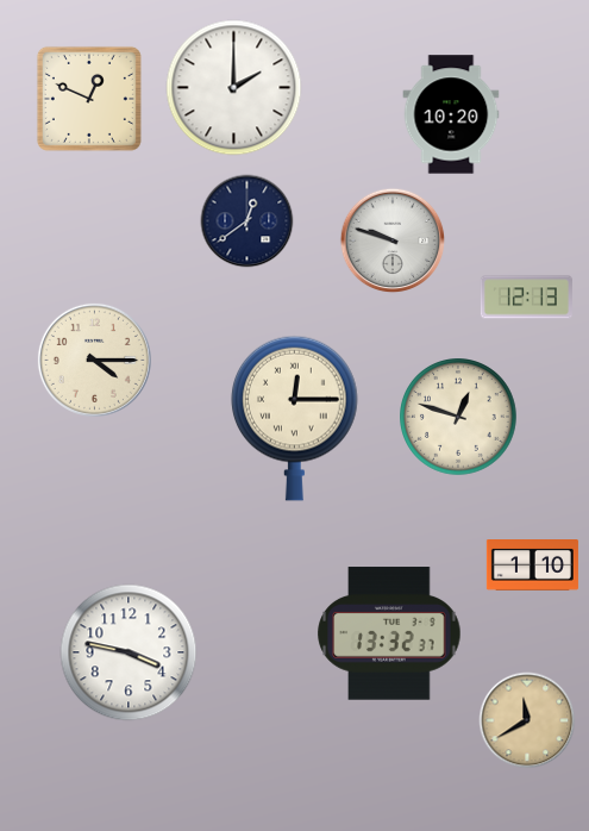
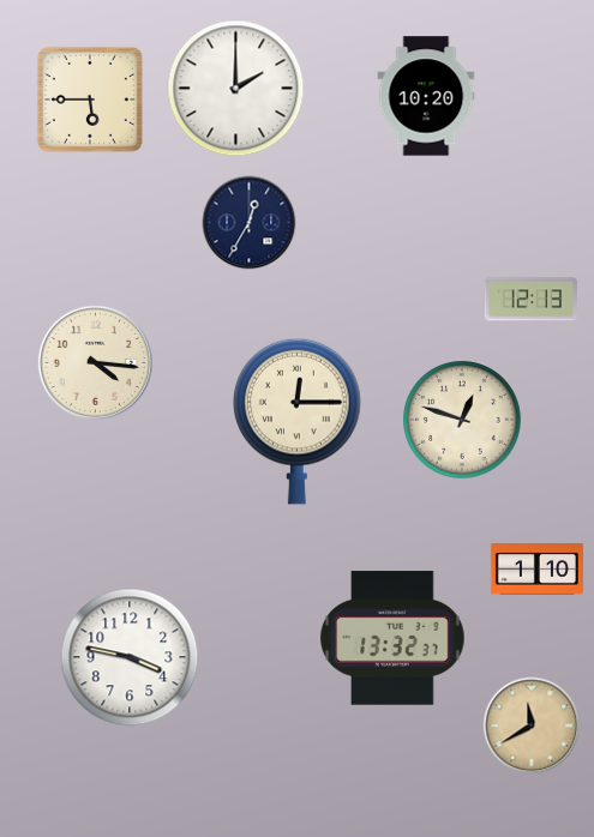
clock at (89, 99): 12:49 -> 5:45
clock at (451, 114) position: (451, 114) -> (426, 96)
clock at (247, 221): 12:39 -> 12:35
clock at (393, 240): 9:48 -> none
clock at (94, 360): 4:15 -> 4:16
